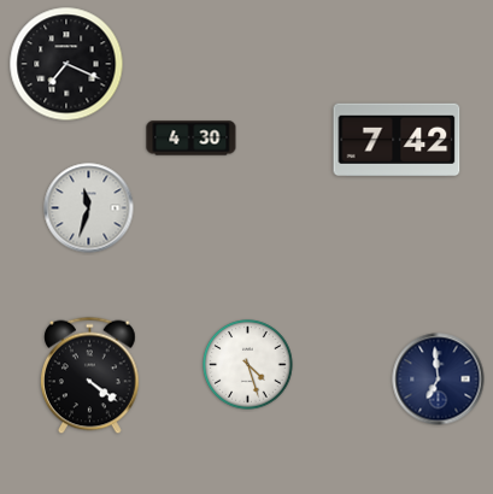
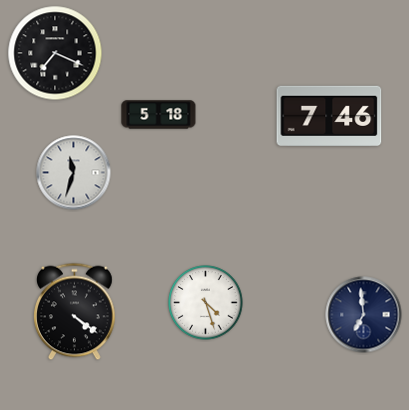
clock at (192, 139): 4:30 -> 5:18
clock at (397, 139): 7:42 -> 7:46
